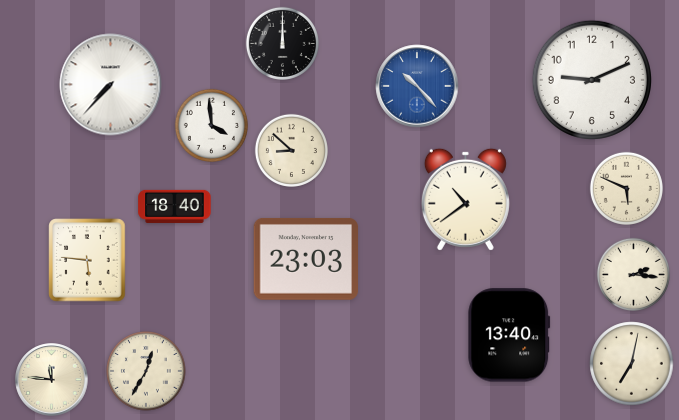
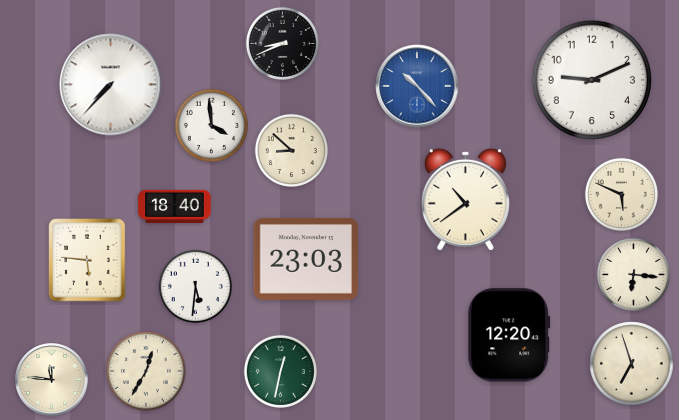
clock at (282, 43): 12:00 -> 8:41
clock at (626, 188) position: (626, 188) -> (621, 194)
clock at (633, 274): 2:16 -> 6:16
clock at (195, 286): none -> 5:31
clock at (509, 335): 13:40 -> 12:20
clock at (632, 364): 7:02 -> 6:57
clock at (280, 371): none -> 12:32
